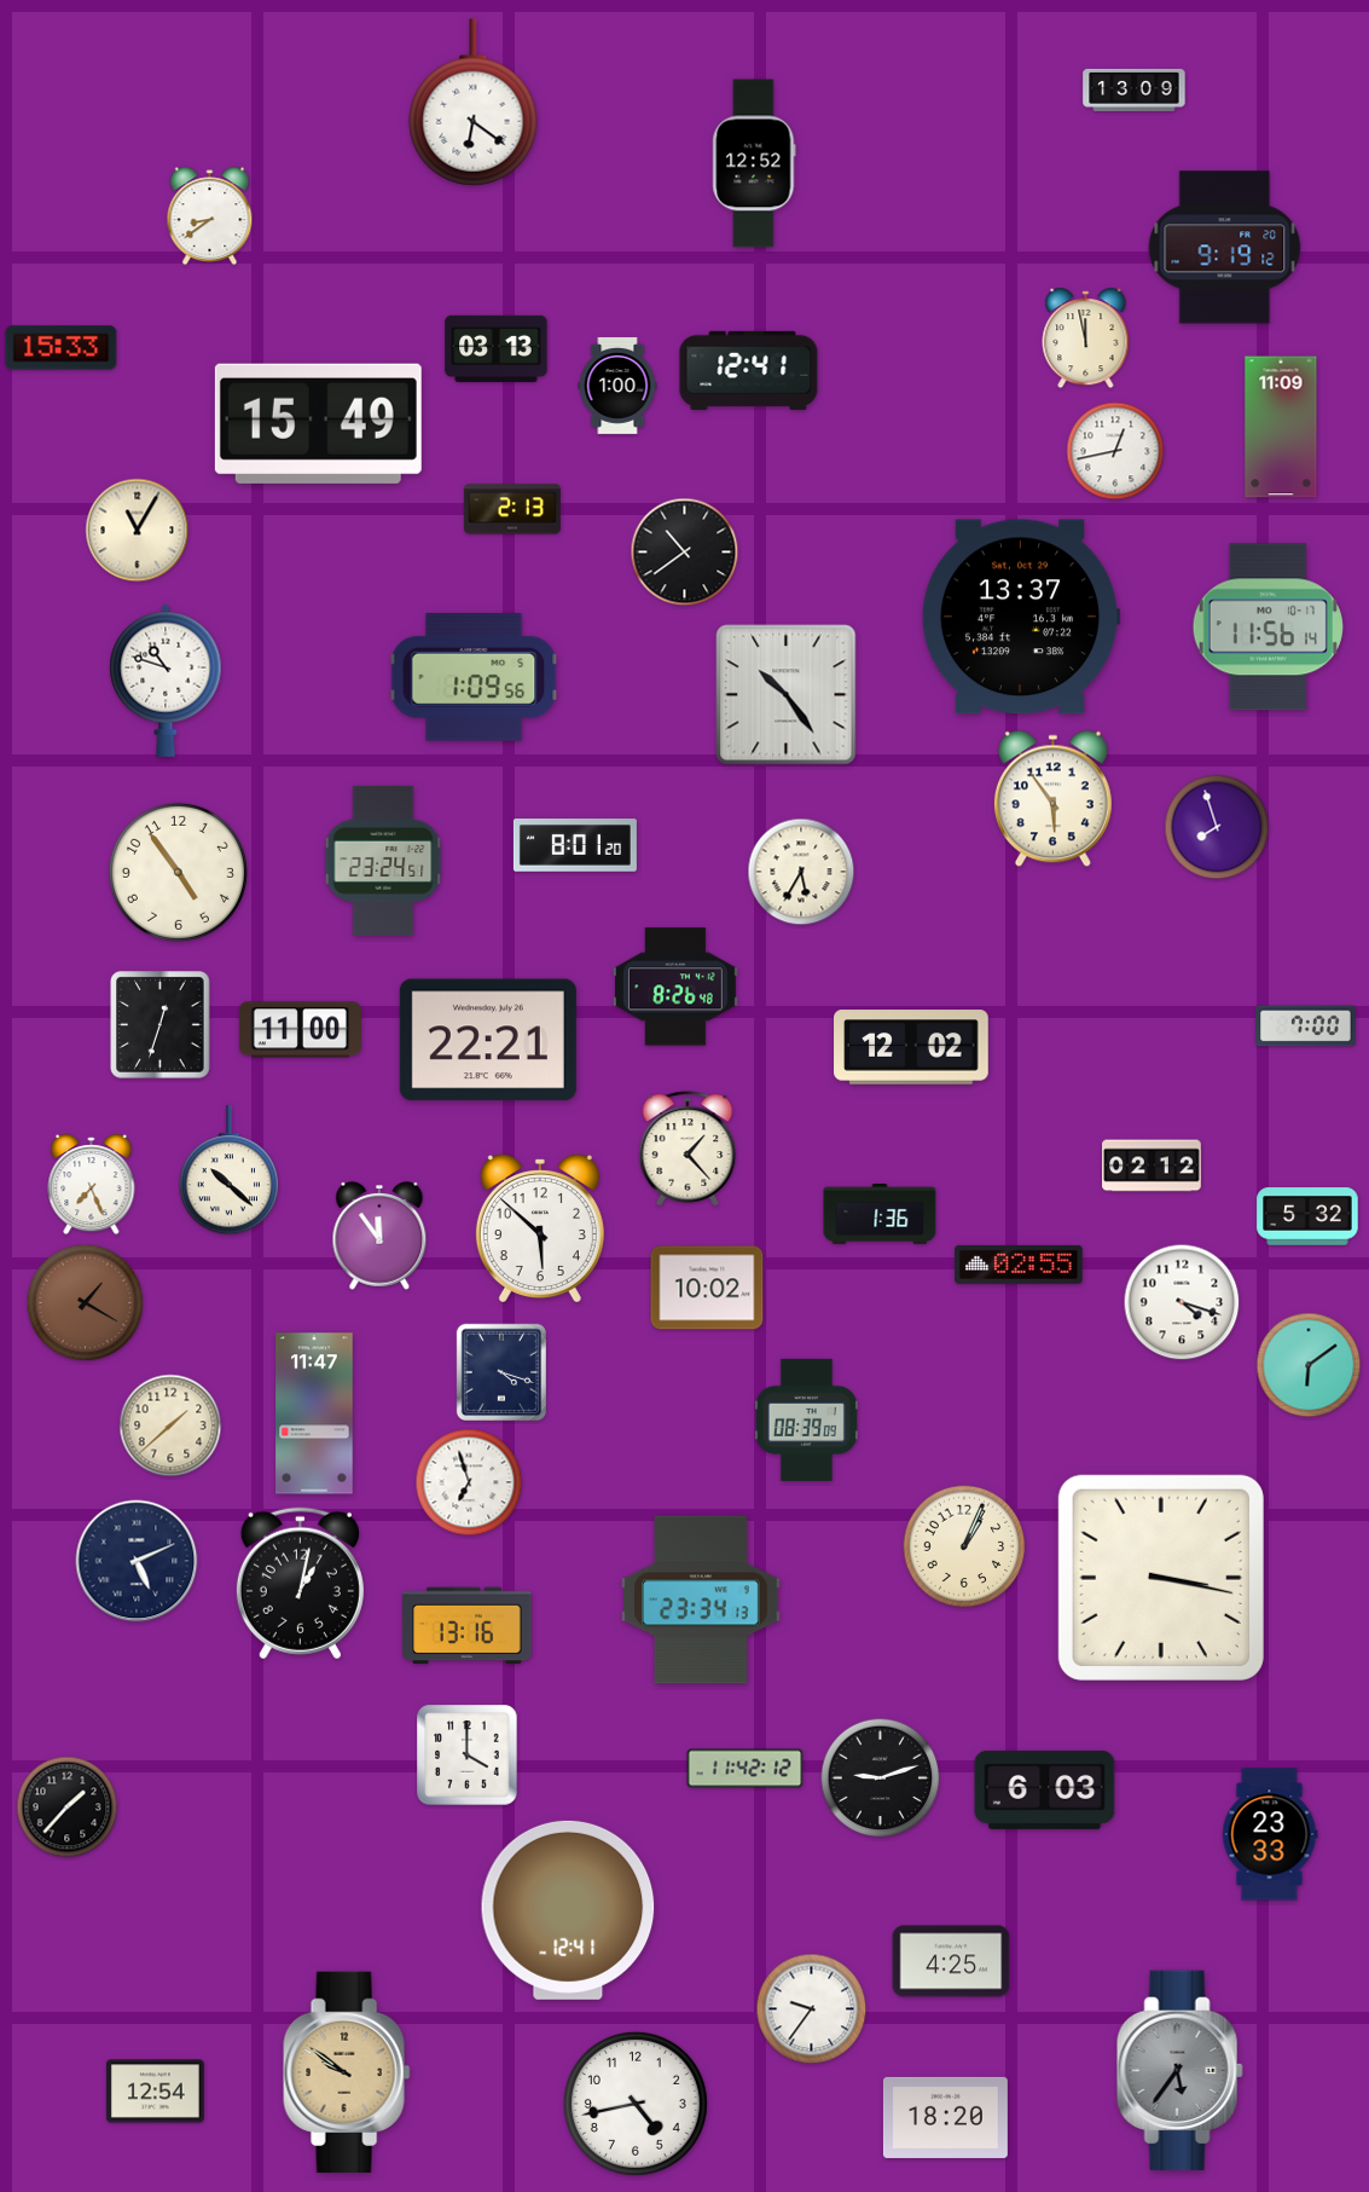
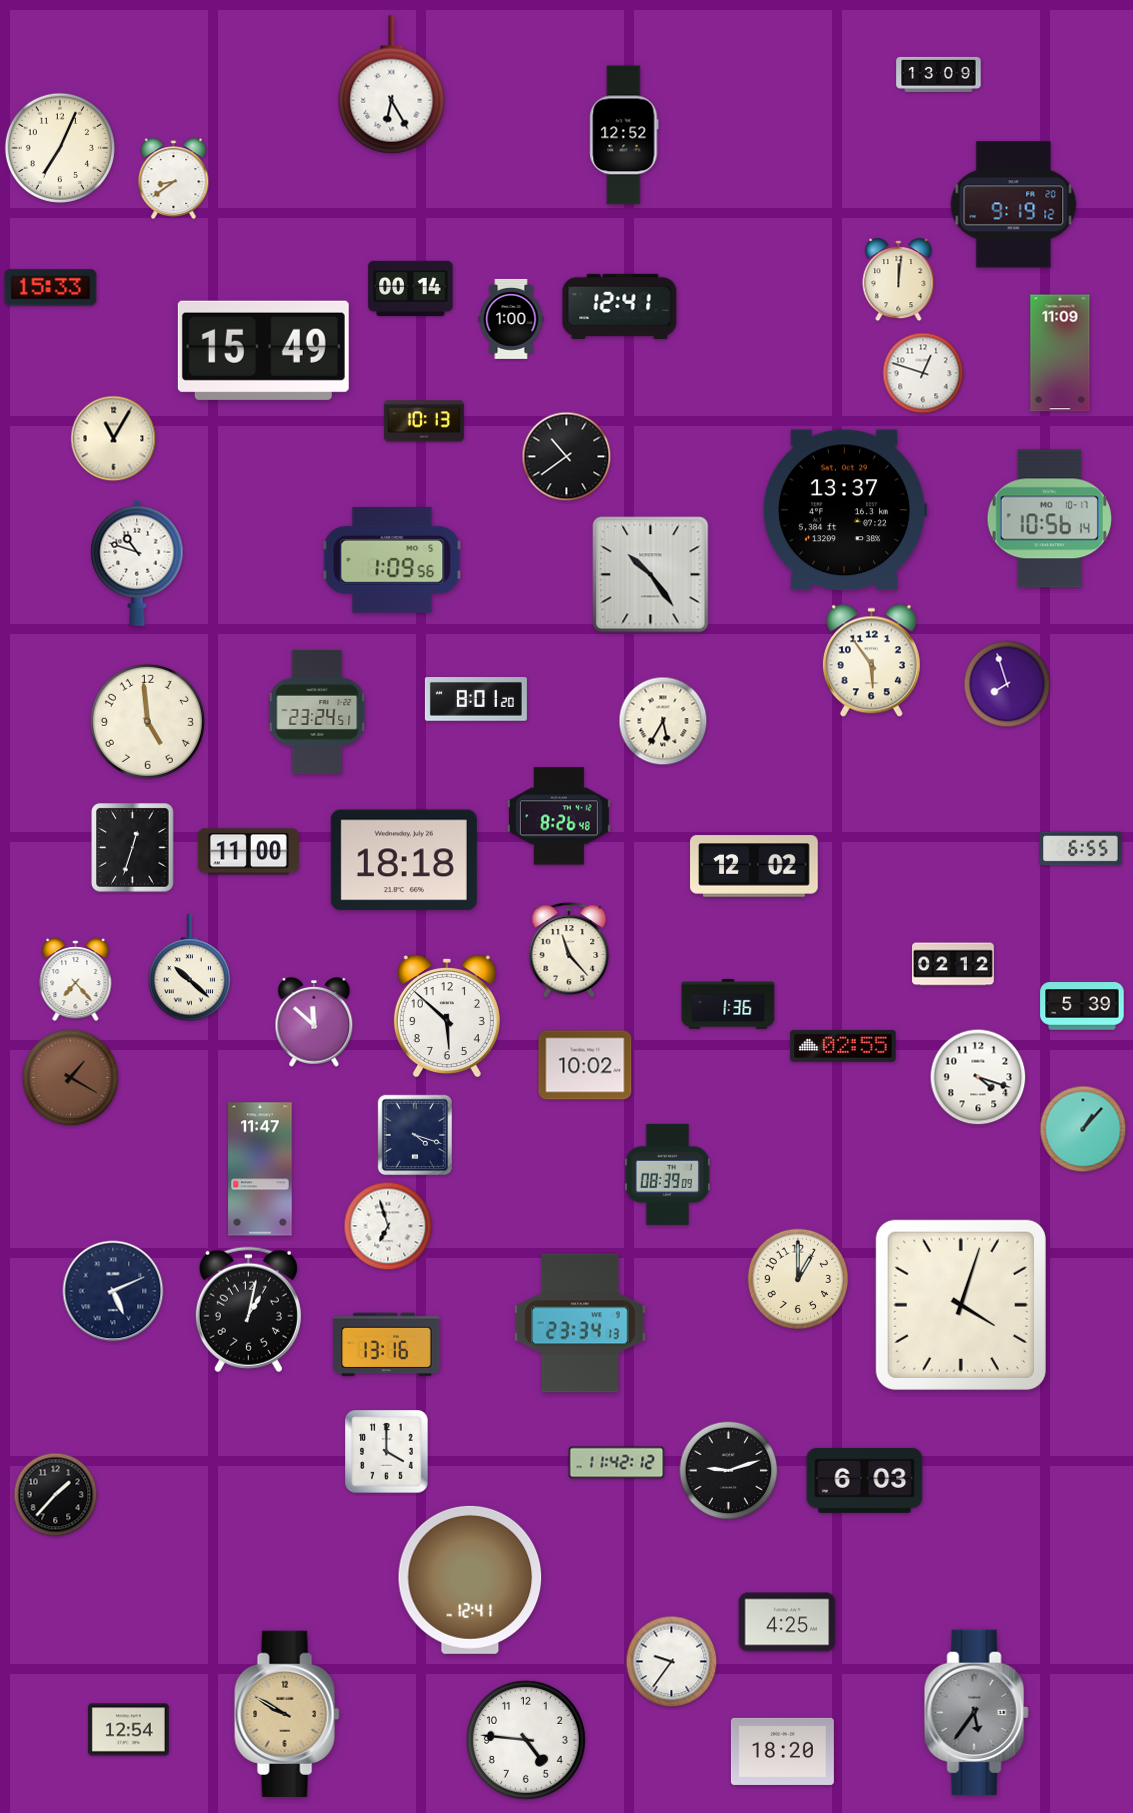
clock at (474, 103): 6:21 -> 6:25
clock at (60, 148): none -> 7:04
clock at (1086, 339): 11:58 -> 12:01
clock at (497, 348): 03:13 -> 00:14
clock at (1115, 451): 12:43 -> 12:48
clock at (512, 509): 2:13 -> 10:13
clock at (1268, 627): 11:56 -> 10:56
clock at (178, 872): 4:54 -> 4:59
clock at (1306, 1026): 7:00 -> 6:55
clock at (488, 1040): 22:21 -> 18:18
clock at (688, 1149): 1:23 -> 11:23
clock at (92, 1185): 7:26 -> 7:23
clock at (1307, 1216): 5:32 -> 5:39
clock at (379, 1236): 11:54 -> 11:52
clock at (1309, 1365): 6:09 -> 1:07
clock at (170, 1425): 1:38 -> none
clock at (964, 1546): 1:04 -> 1:00
clock at (1161, 1578): 3:17 -> 4:03
clock at (1270, 1834): 23:33 -> none
clock at (347, 2072): 9:51 -> 9:50
clock at (636, 2104): 4:43 -> 4:46
